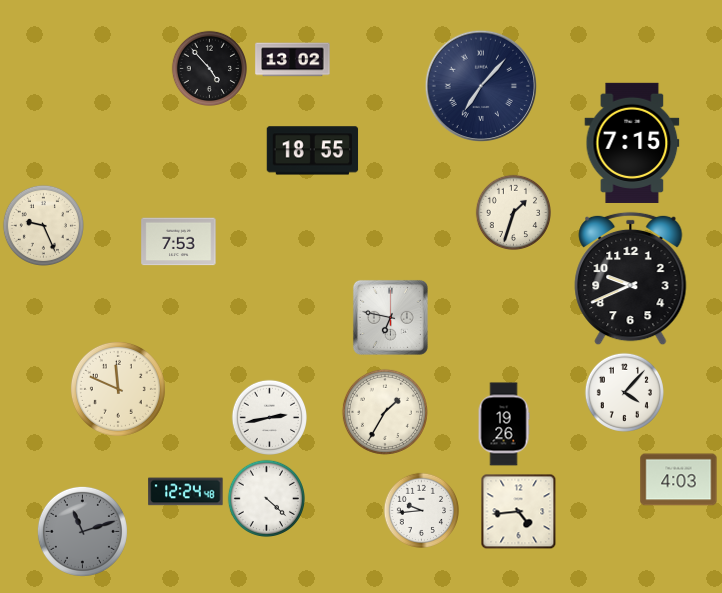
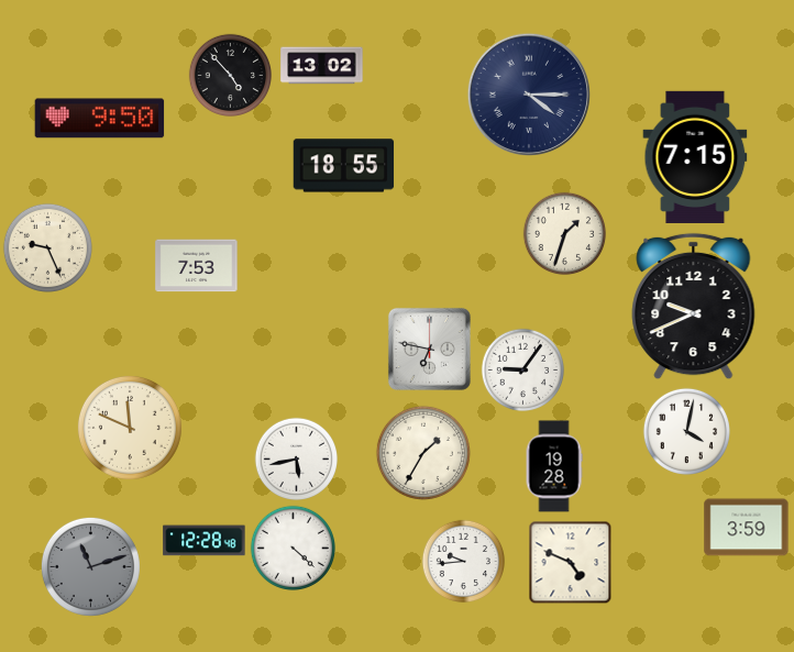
clock at (480, 85): 7:07 -> 4:15
clock at (100, 119): none -> 9:50
clock at (522, 369): none -> 9:06
clock at (624, 392): 4:07 -> 4:02
clock at (269, 417): 2:43 -> 5:43
clock at (504, 424): 19:26 -> 19:28
clock at (679, 480): 4:03 -> 3:59
clock at (186, 492): 12:24 -> 12:28
clock at (519, 512): 4:44 -> 4:49
clock at (82, 531) position: (82, 531) -> (90, 566)
